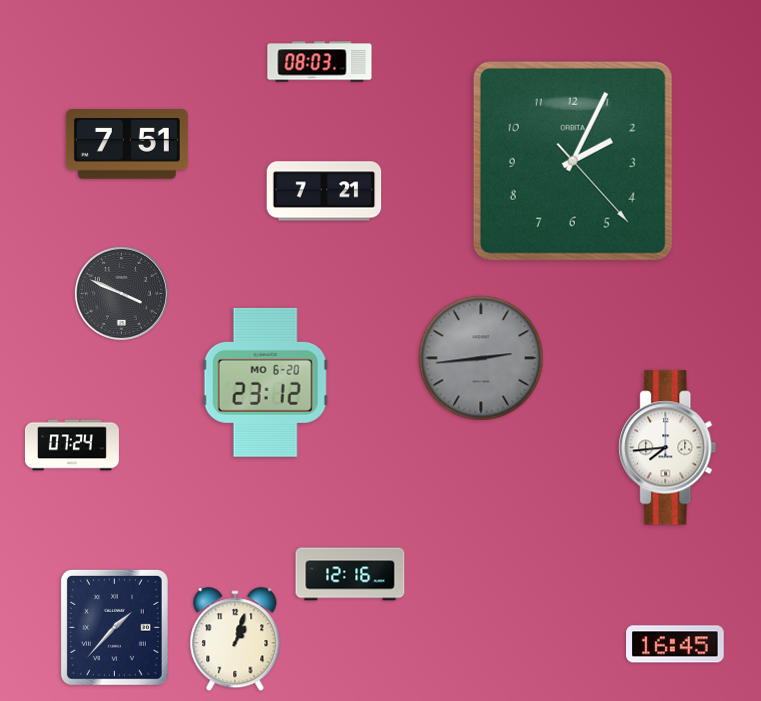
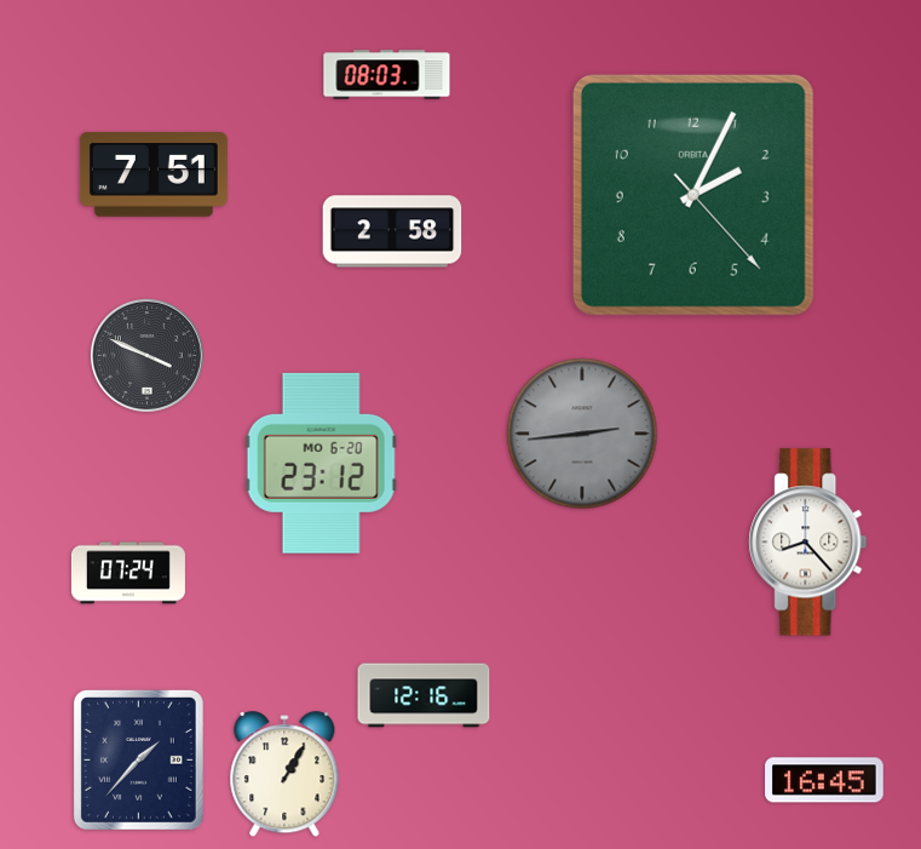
clock at (324, 191): 7:21 -> 2:58
clock at (72, 445) position: (72, 445) -> (128, 573)
clock at (668, 448): 7:44 -> 8:23
clock at (235, 640): 1:03 -> 1:05
clock at (675, 644) position: (675, 644) -> (824, 780)
